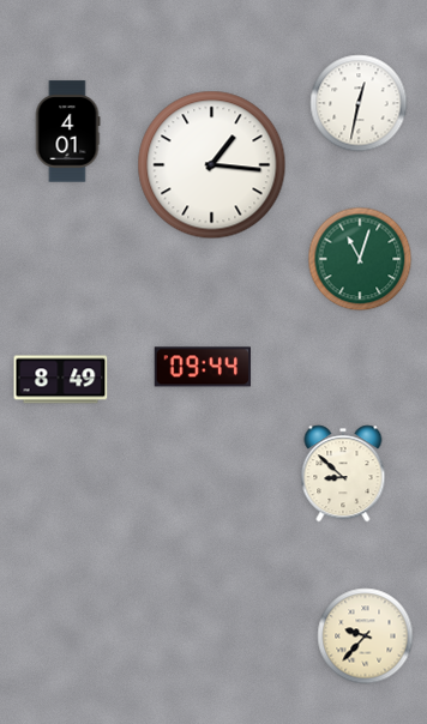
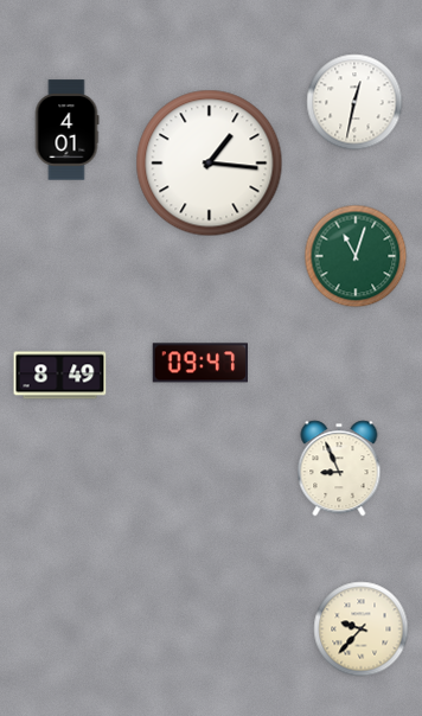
clock at (203, 367): 09:44 -> 09:47
clock at (343, 473): 8:52 -> 8:56
